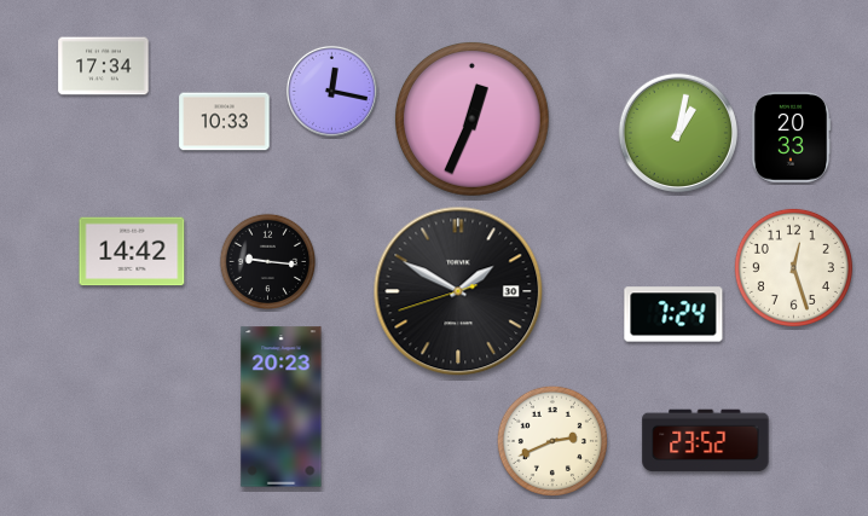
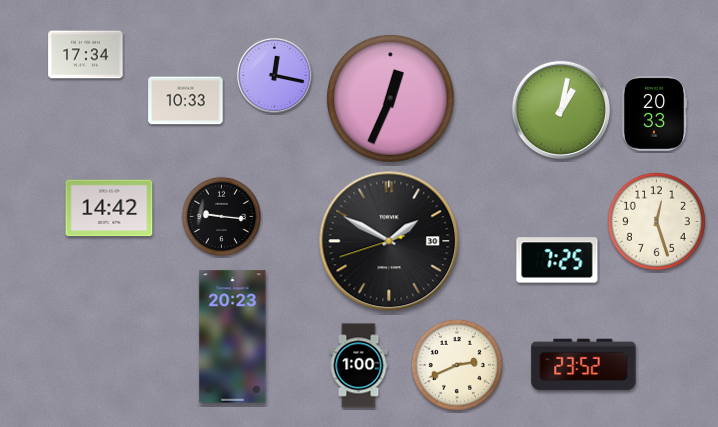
clock at (458, 291) position: (458, 291) -> (389, 241)
clock at (673, 314): 7:24 -> 7:25
clock at (359, 366): none -> 1:00
